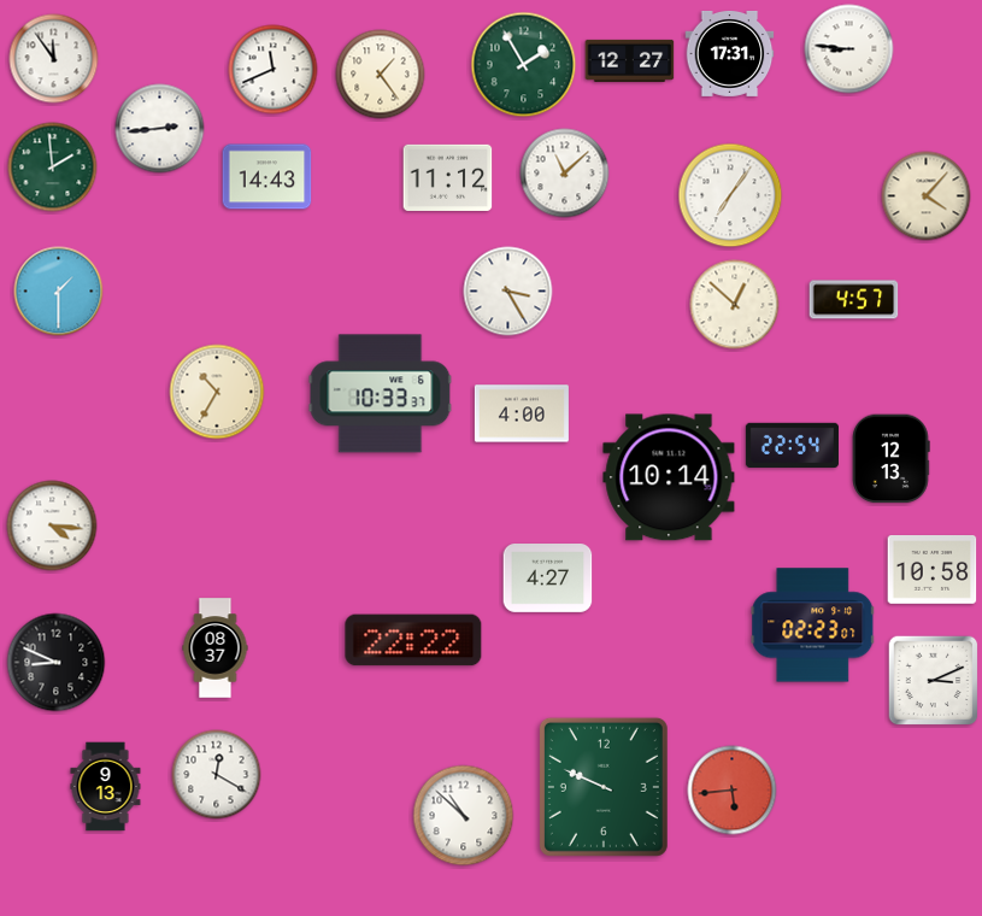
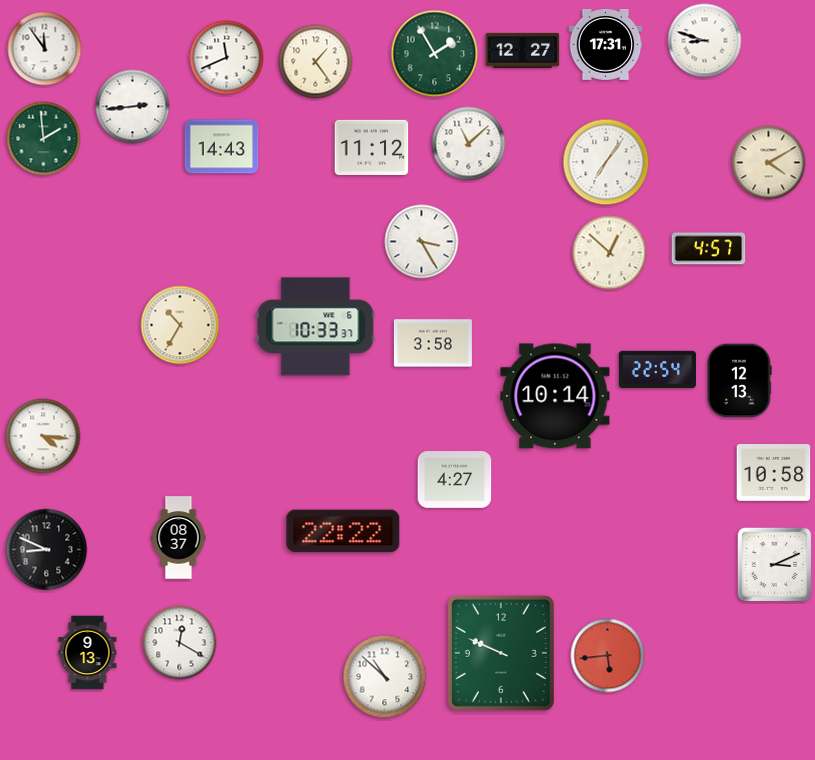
clock at (849, 49): 8:46 -> 8:48
clock at (927, 196): 4:07 -> 4:10
clock at (59, 292): 1:30 -> none
clock at (522, 413): 4:00 -> 3:58
clock at (813, 626): 02:23 -> none
